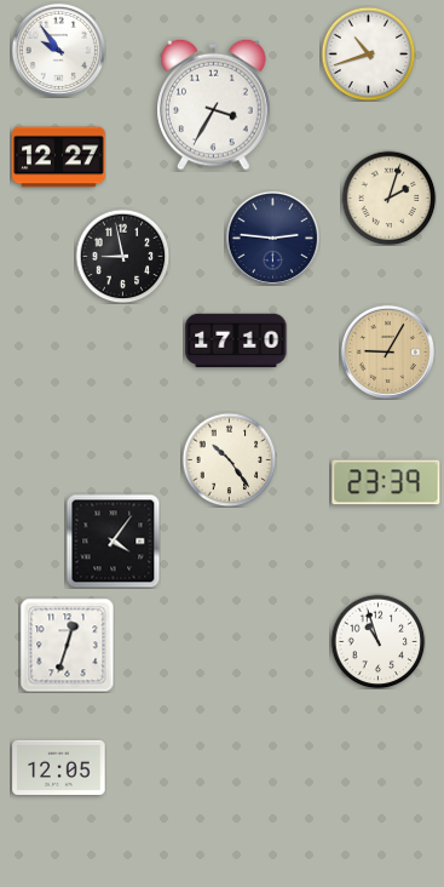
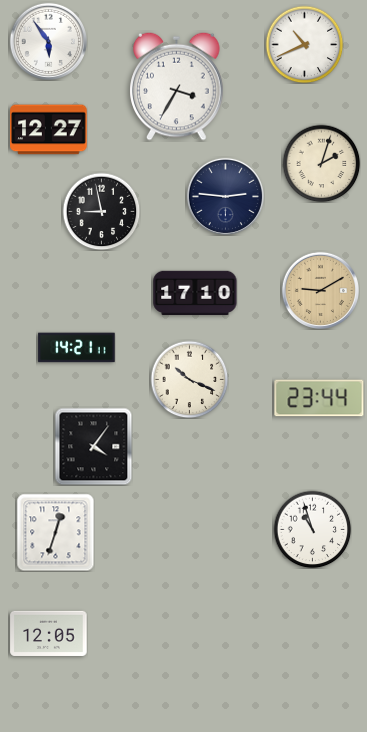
clock at (58, 50): 9:54 -> 5:54
clock at (368, 53): 10:42 -> 10:41
clock at (236, 339) position: (236, 339) -> (195, 292)
clock at (387, 351): 9:05 -> 9:10
clock at (77, 348): none -> 14:21
clock at (229, 459): 10:24 -> 10:19
clock at (386, 482): 23:39 -> 23:44
